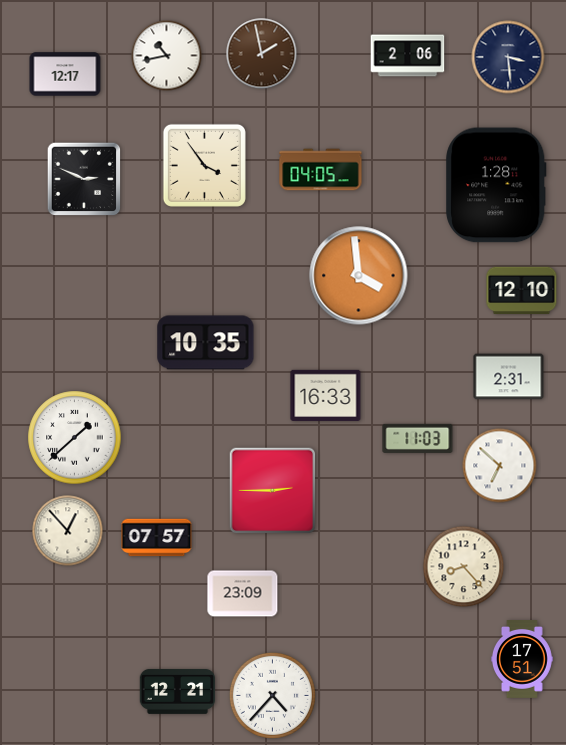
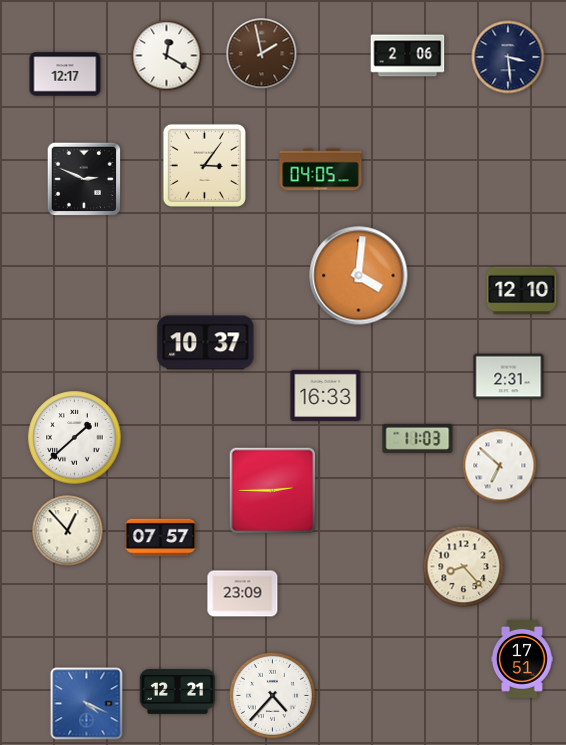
clock at (167, 56): 10:43 -> 12:20
clock at (204, 165): 3:54 -> 3:06
clock at (496, 185): 1:28 -> none
clock at (359, 276): 3:59 -> 4:01
clock at (206, 343): 10:35 -> 10:37
clock at (157, 538) position: (157, 538) -> (161, 538)
clock at (87, 704): none -> 4:19
